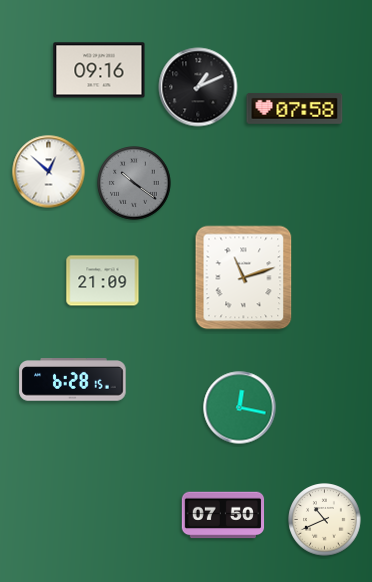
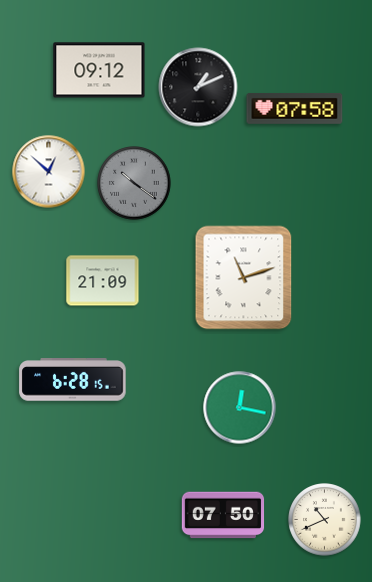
clock at (99, 70): 09:16 -> 09:12
